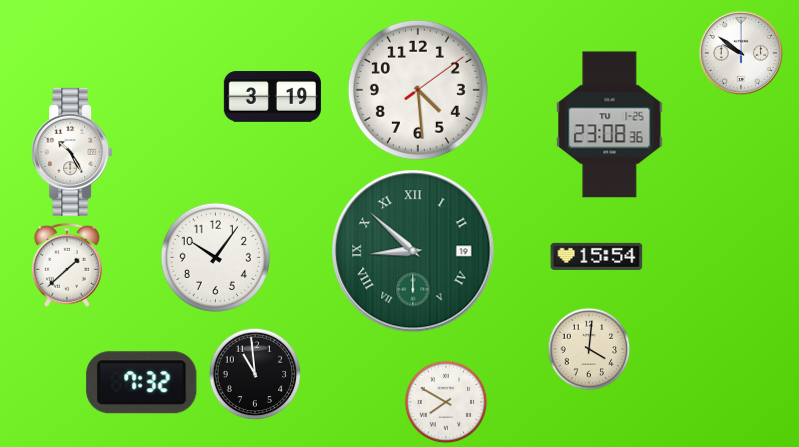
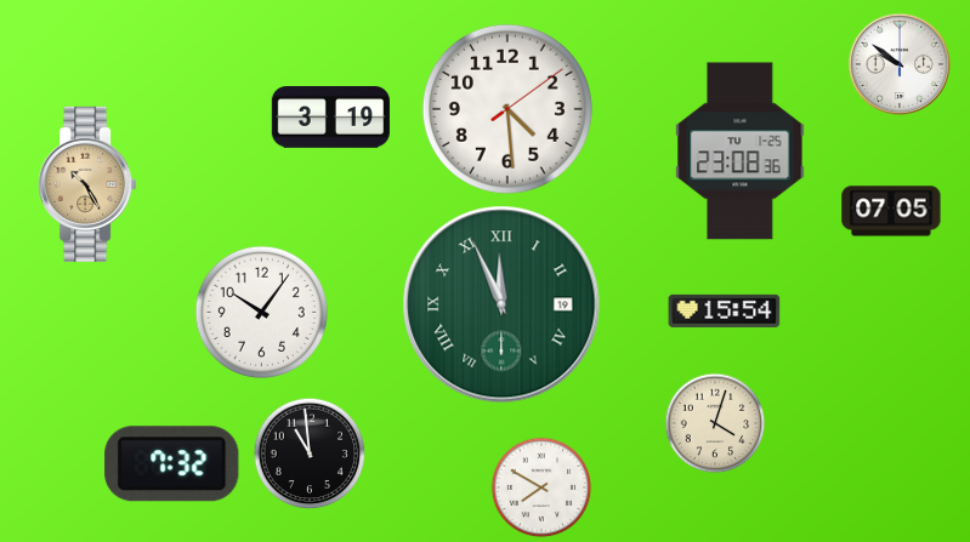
clock at (72, 152) dial: white -> champagne
clock at (891, 211): none -> 07:05
clock at (413, 251): 8:52 -> 11:56
clock at (67, 265): 1:38 -> none
clock at (589, 349): 4:01 -> 4:03
